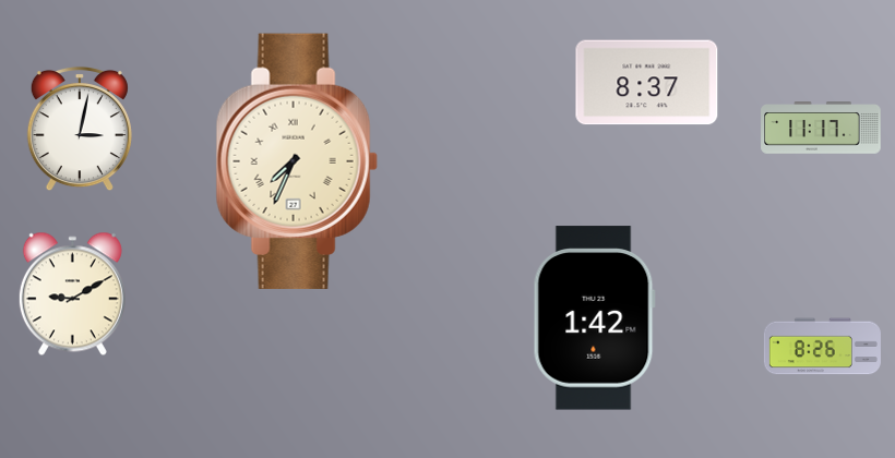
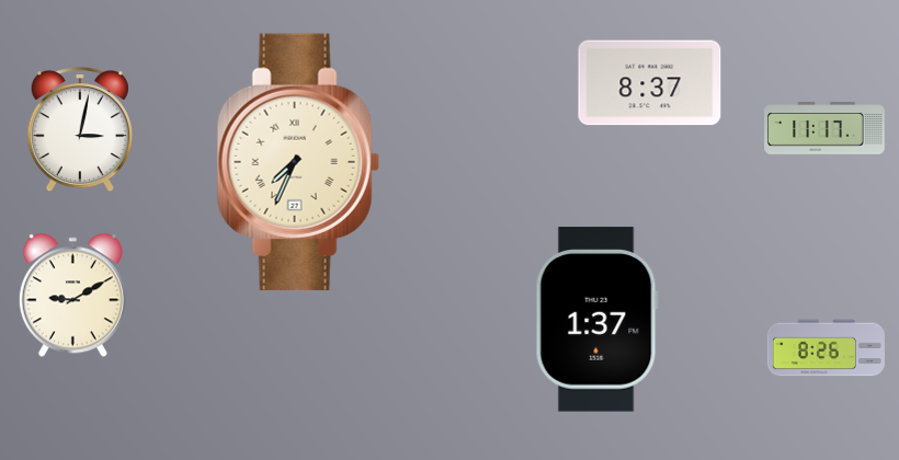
clock at (594, 318): 1:42 -> 1:37
